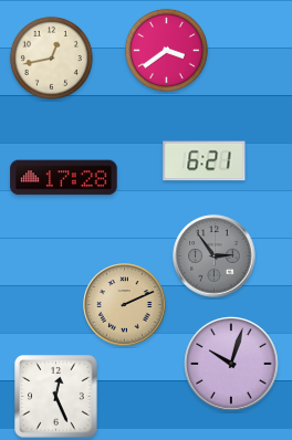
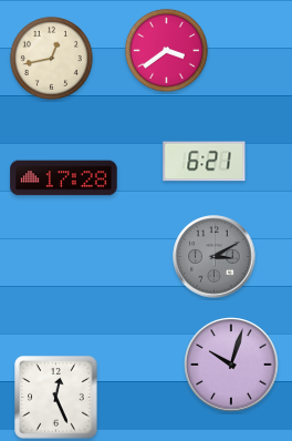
clock at (215, 256): 2:54 -> 3:10
clock at (125, 305): 2:11 -> none
